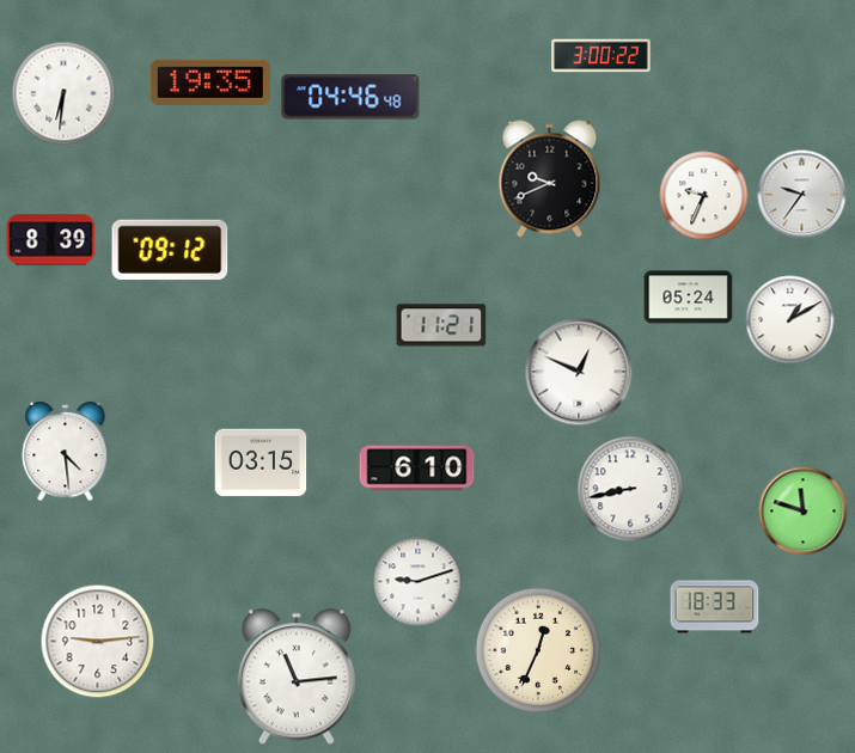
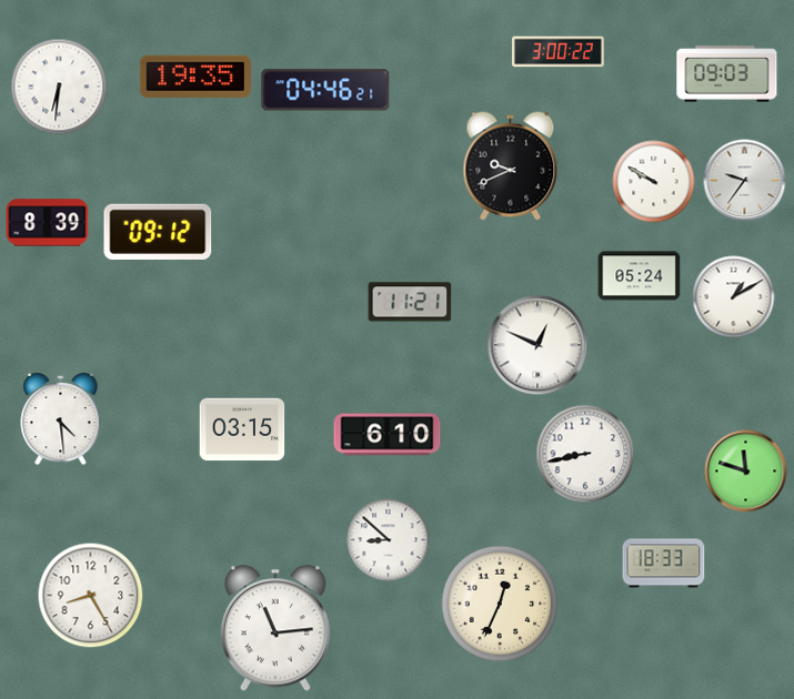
clock at (727, 74): none -> 09:03
clock at (350, 97): 04:46:48 -> 04:46:21
clock at (704, 196): 9:34 -> 9:50
clock at (804, 512) position: (804, 512) -> (746, 472)
clock at (419, 582): 9:12 -> 8:52
clock at (98, 642): 9:14 -> 8:25
